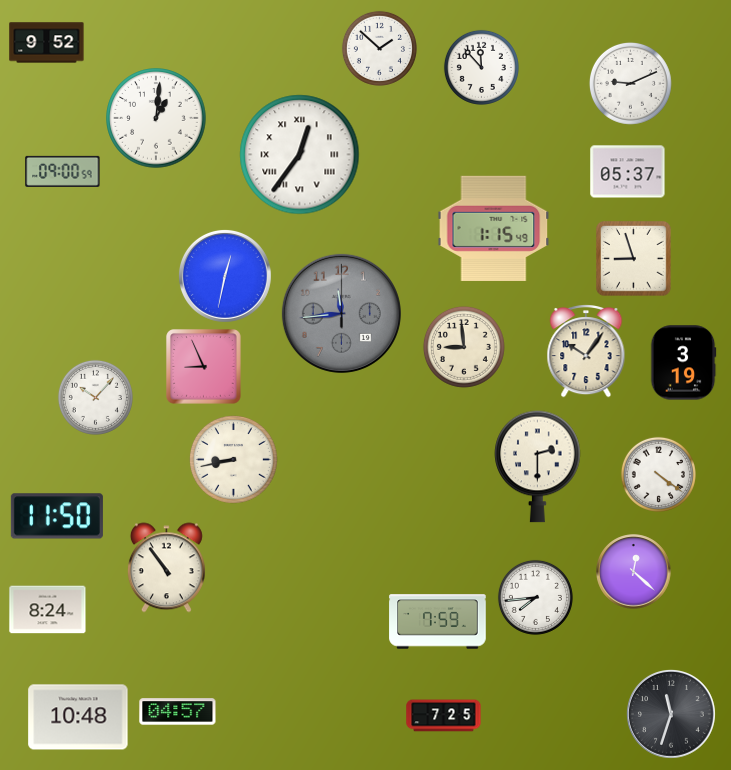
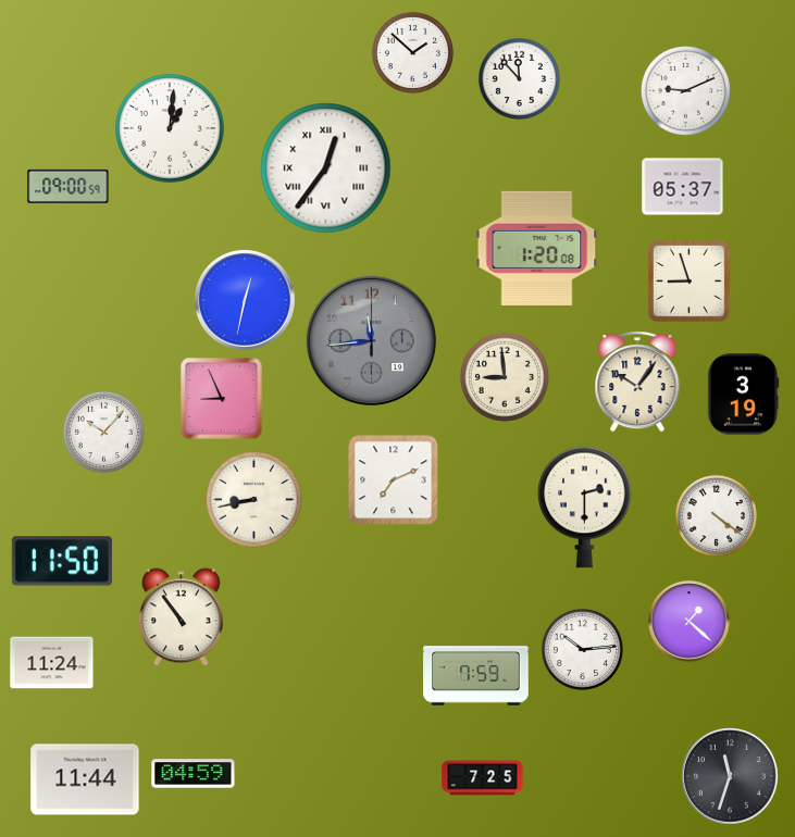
clock at (47, 43): 9:52 -> none
clock at (481, 67) position: (481, 67) -> (519, 78)
clock at (494, 228): 1:15 -> 1:20
clock at (394, 480): none -> 7:11
clock at (634, 572): 12:22 -> 1:22
clock at (535, 597): 7:44 -> 10:14
clock at (48, 610): 8:24 -> 11:24
clock at (178, 712): 04:57 -> 04:59
clock at (78, 717): 10:48 -> 11:44
